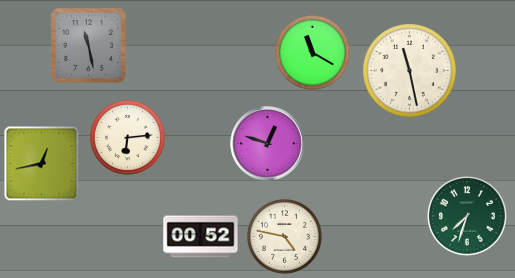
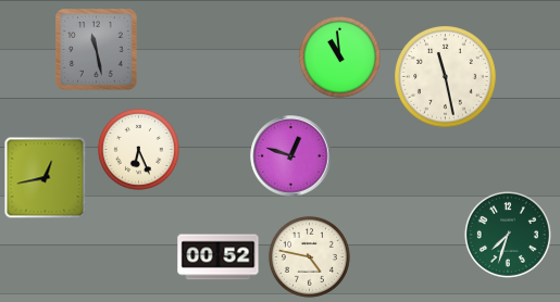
clock at (312, 52): 11:20 -> 10:59
clock at (127, 137): 6:14 -> 6:26
